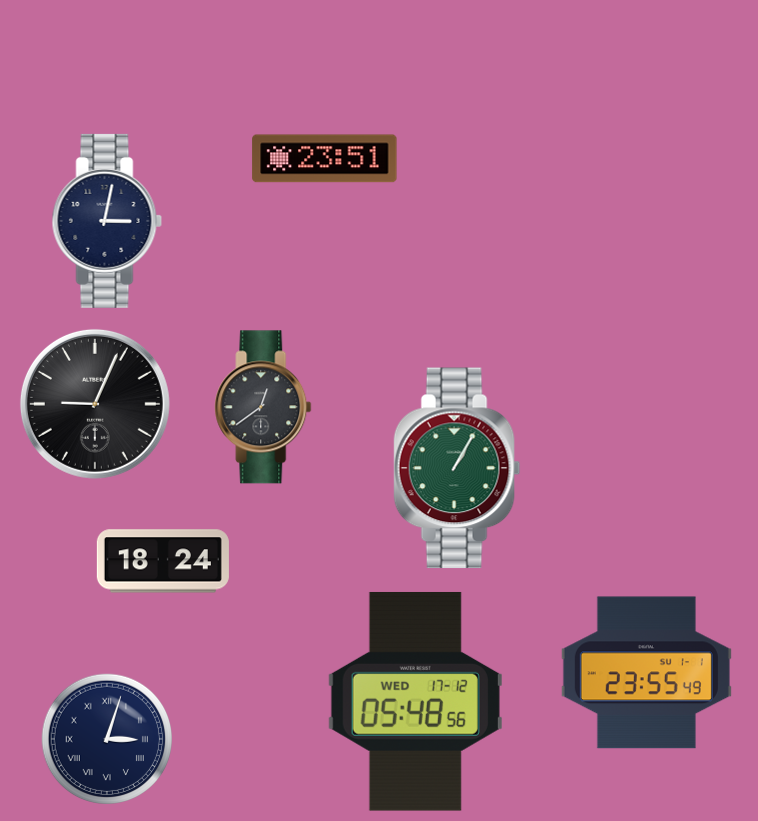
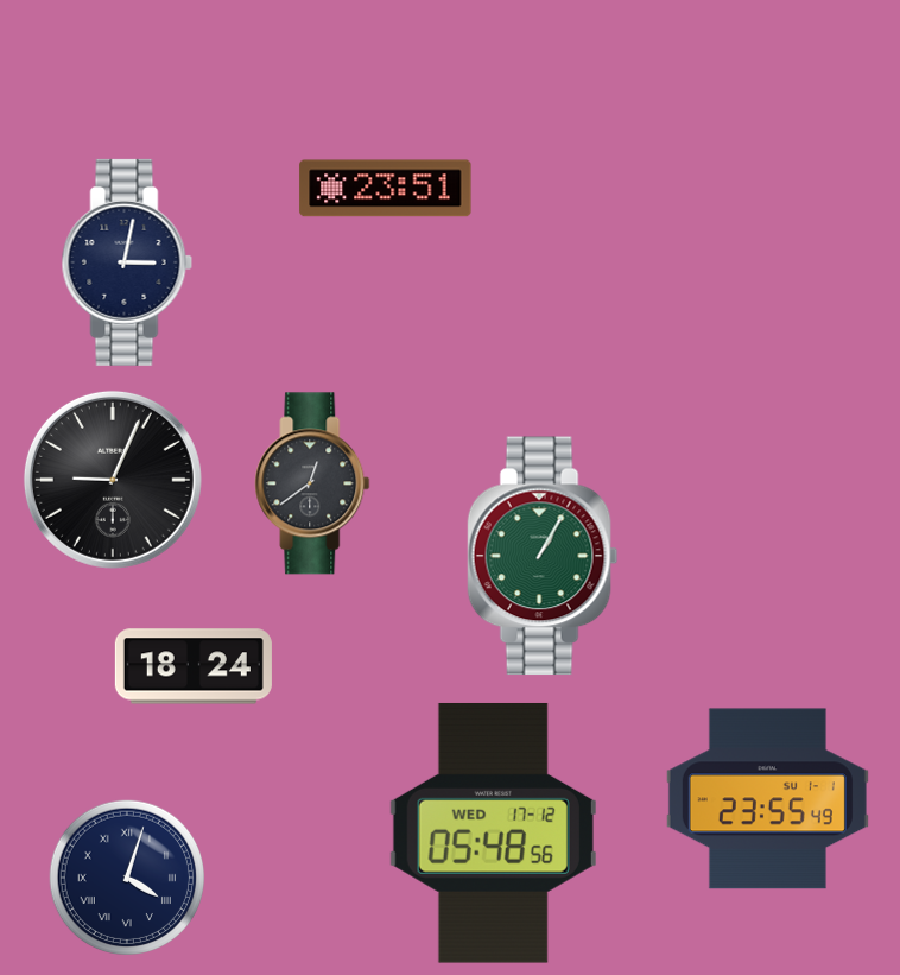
clock at (106, 738): 3:03 -> 4:03
